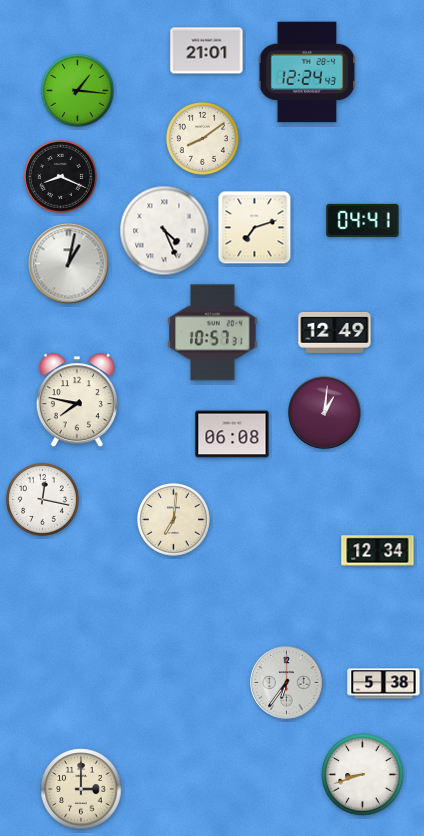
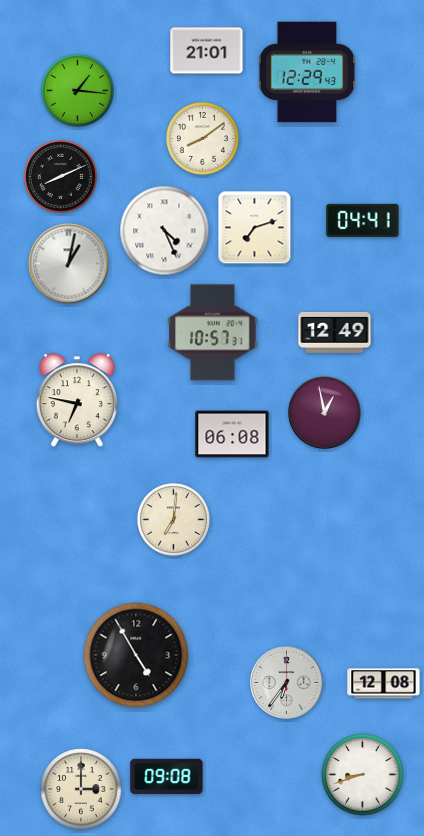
clock at (307, 72): 12:24 -> 12:29
clock at (60, 176): 8:19 -> 8:11
clock at (77, 401): 7:47 -> 6:47
clock at (325, 413): 1:01 -> 12:58
clock at (42, 499): 12:17 -> none
clock at (378, 551): 12:34 -> none
clock at (136, 655): none -> 4:55
clock at (384, 684): 5:38 -> 12:08
clock at (167, 777): none -> 09:08
